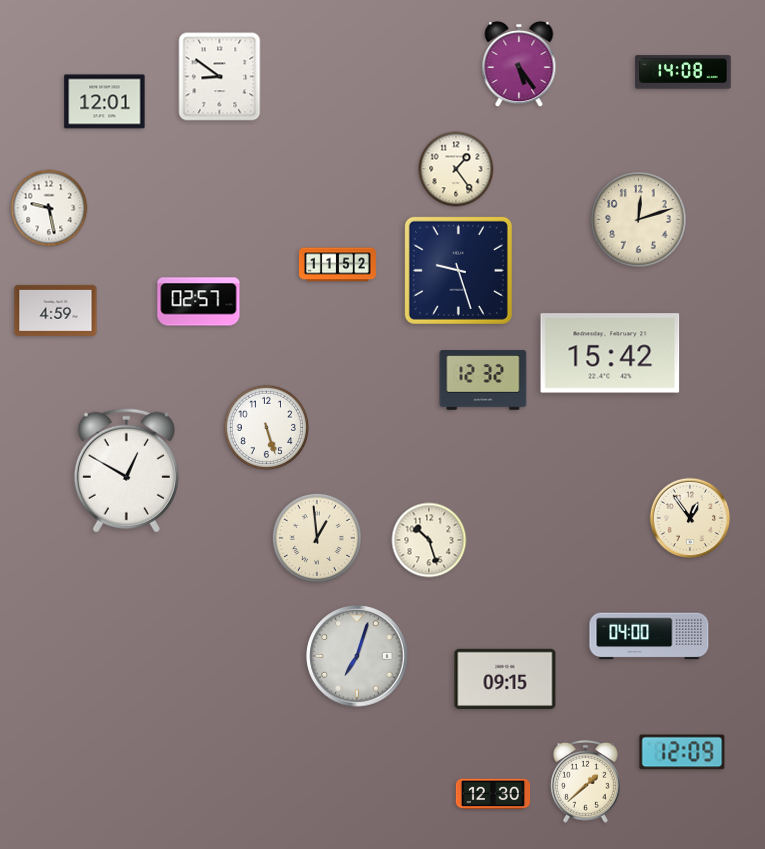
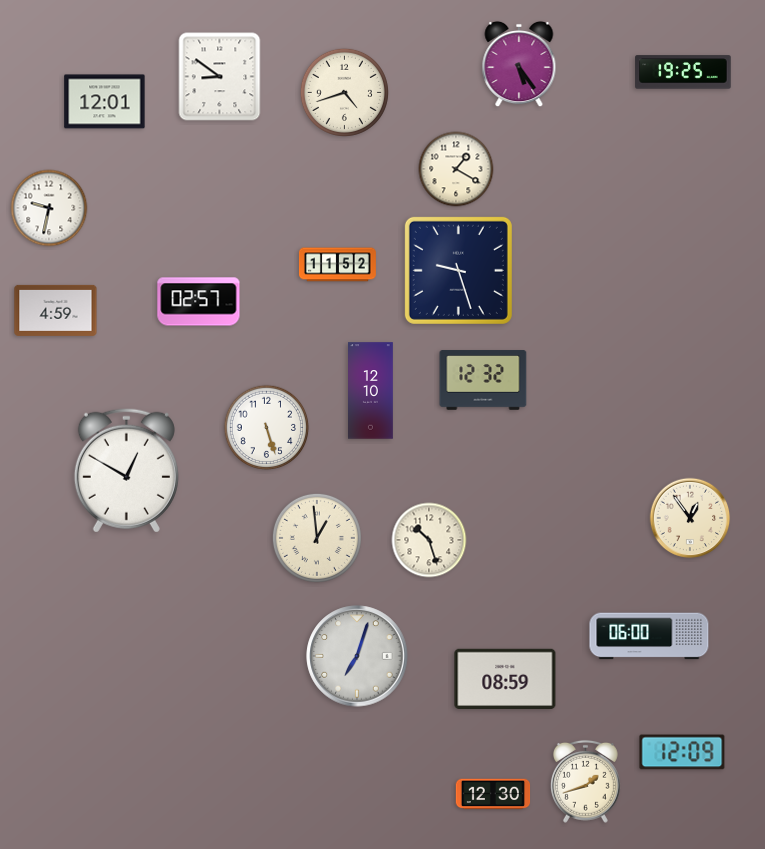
clock at (683, 72): 14:08 -> 19:25
clock at (344, 92): none -> 4:42
clock at (456, 169): 1:24 -> 1:20
clock at (49, 208): 9:28 -> 9:32
clock at (639, 220): 12:12 -> none
clock at (610, 353): 15:42 -> none
clock at (371, 391): none -> 12:10
clock at (649, 636): 04:00 -> 06:00
clock at (505, 678): 09:15 -> 08:59
clock at (585, 781): 1:38 -> 1:42
